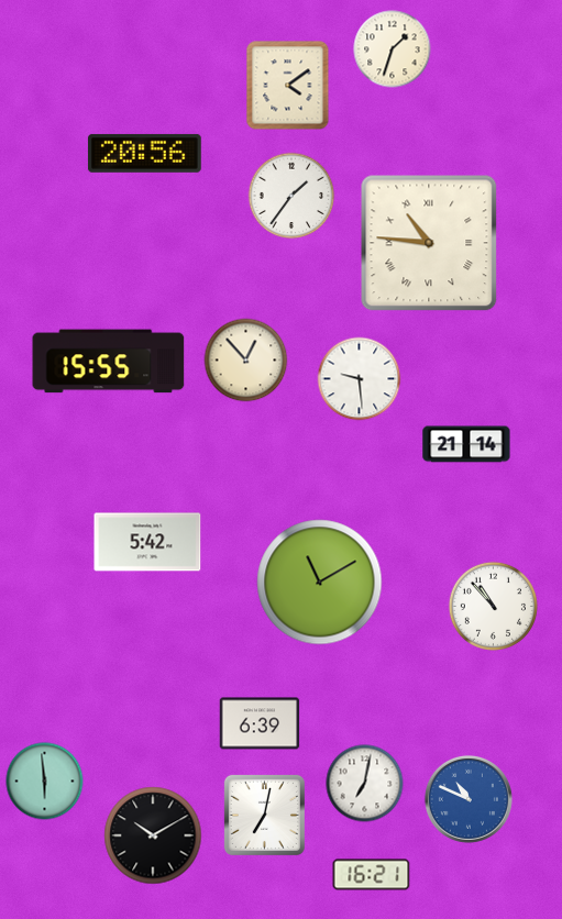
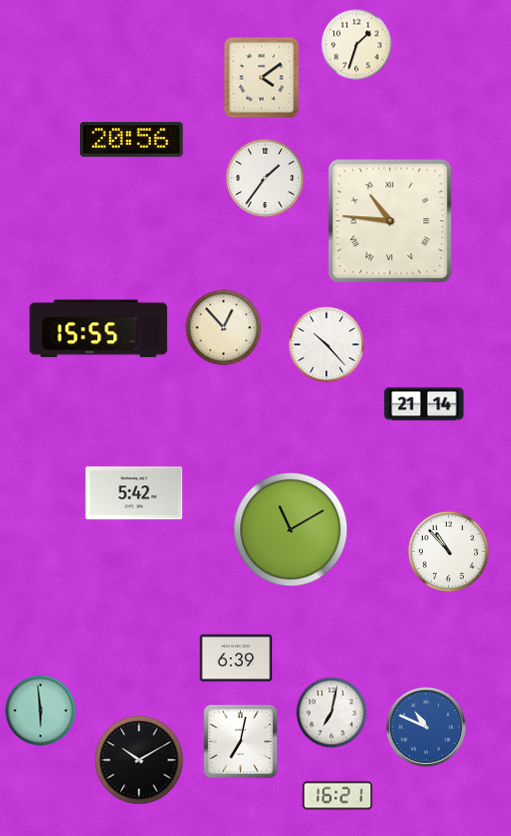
clock at (360, 379): 9:29 -> 10:23
